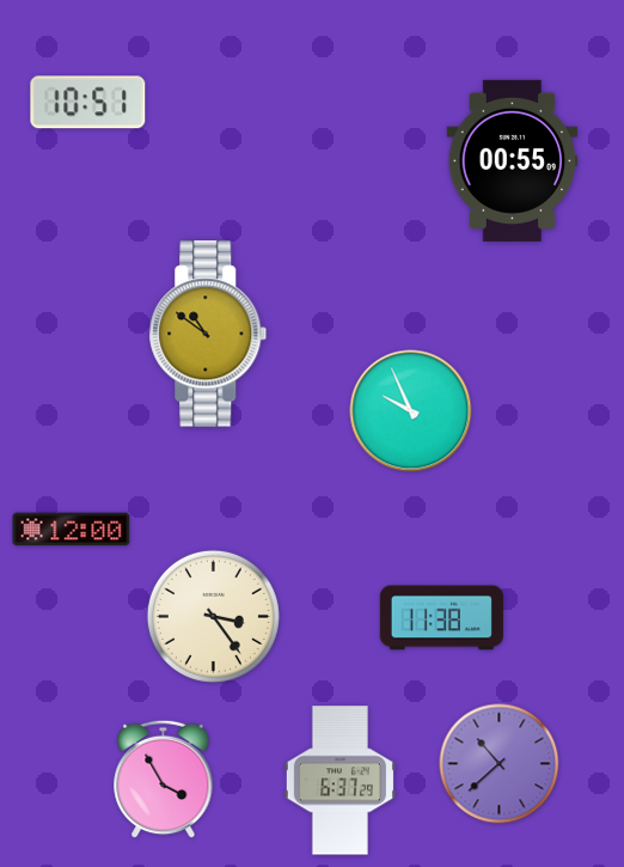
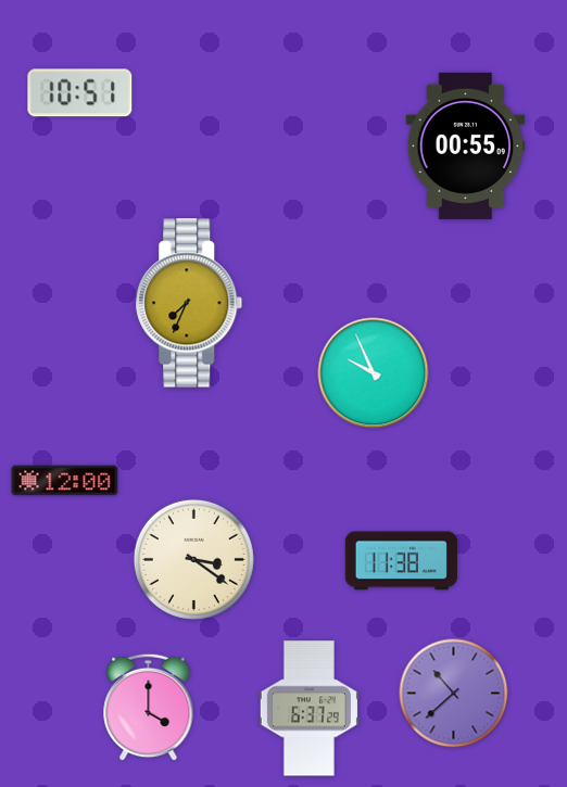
clock at (208, 334): 10:51 -> 7:34
clock at (213, 616): 3:24 -> 3:21
clock at (164, 780): 3:55 -> 4:00
